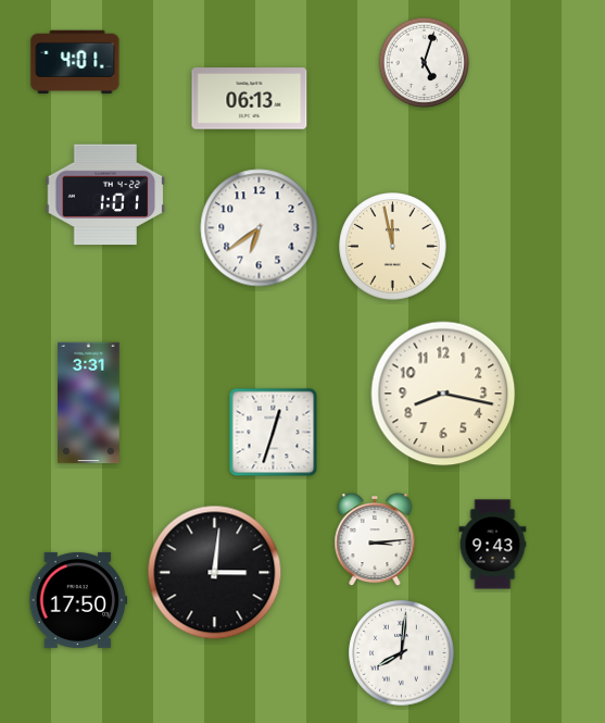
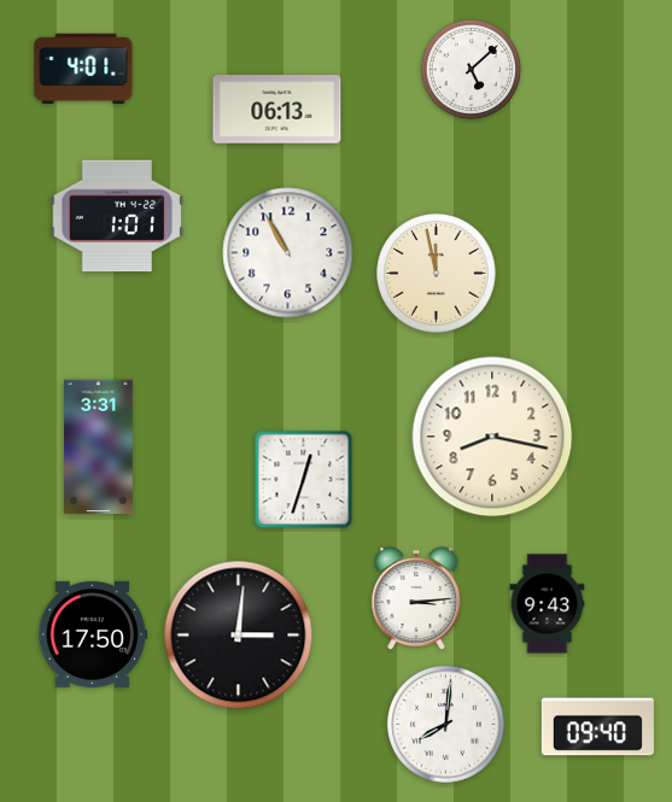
clock at (425, 63): 5:03 -> 5:08
clock at (260, 228): 6:39 -> 10:55
clock at (78, 600) position: (78, 600) -> (93, 634)
clock at (597, 727): none -> 09:40
